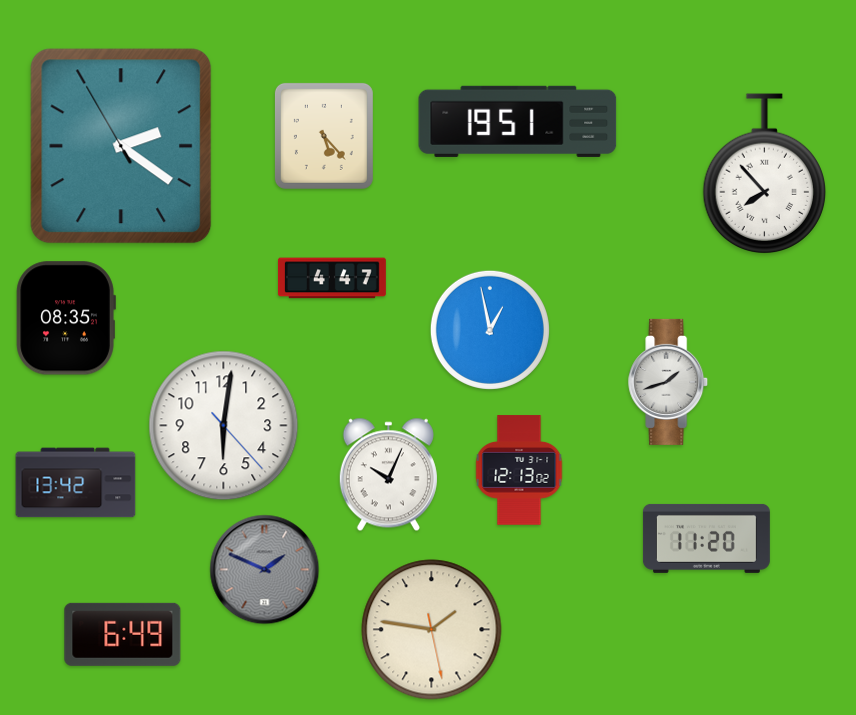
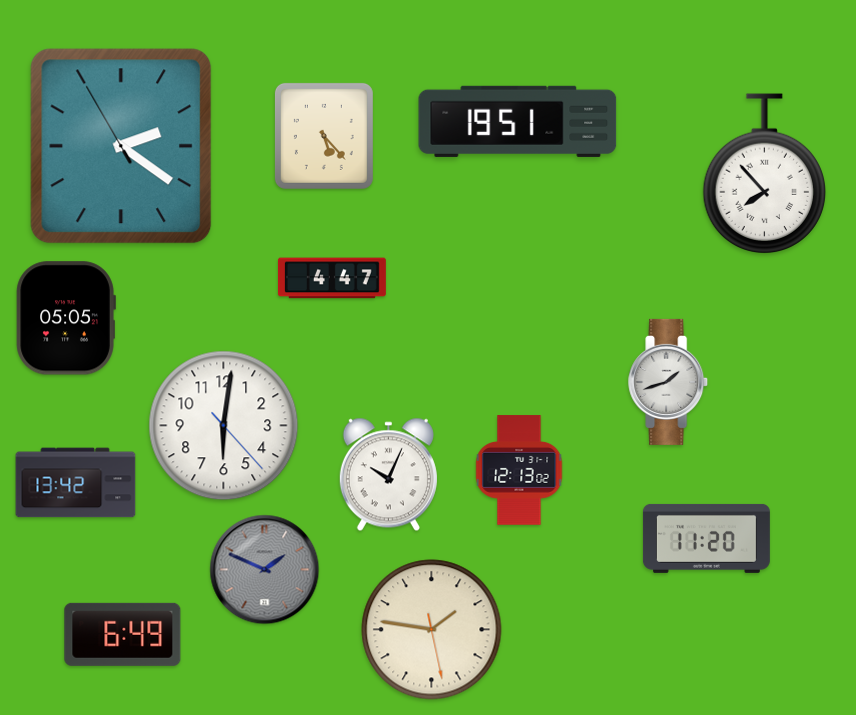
clock at (66, 318): 08:35 -> 05:05
clock at (490, 330): 12:58 -> none
